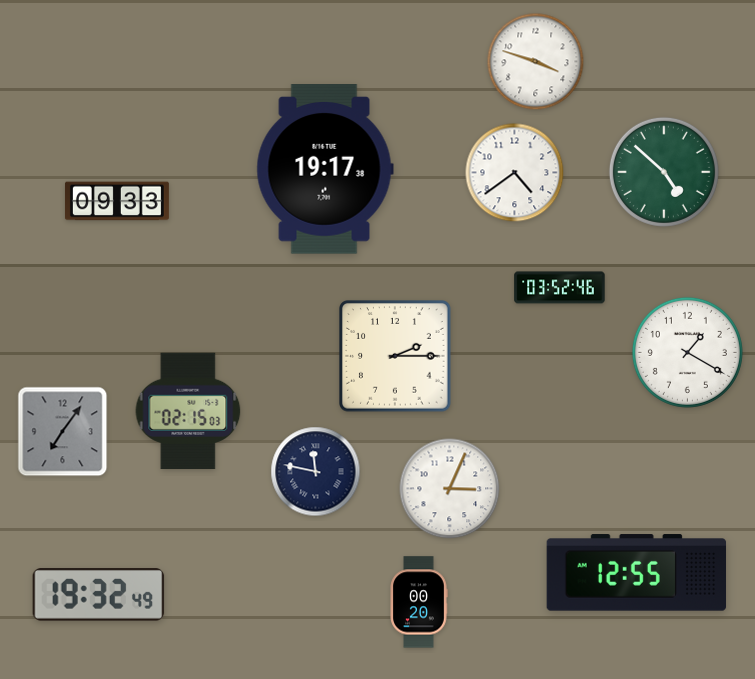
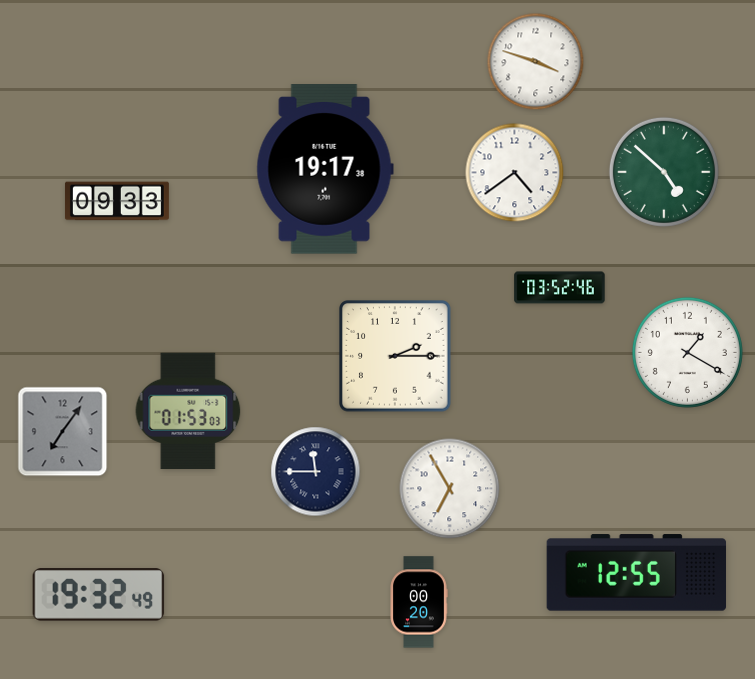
clock at (188, 411): 02:15 -> 01:53
clock at (316, 472): 11:47 -> 11:45
clock at (450, 489): 3:04 -> 6:55
